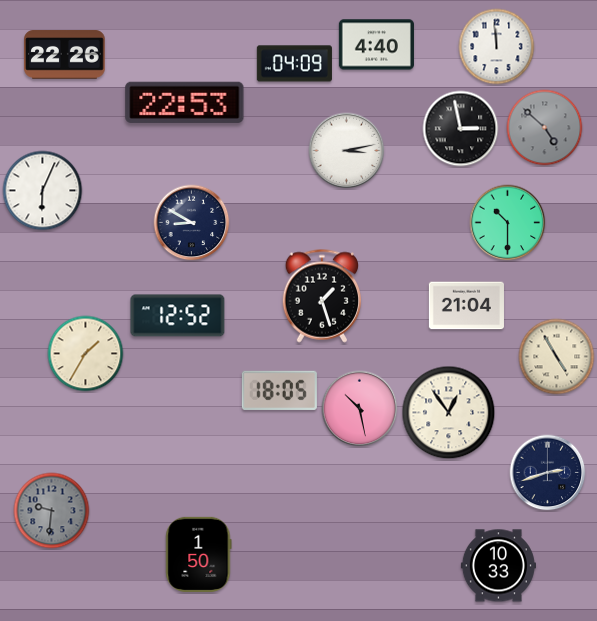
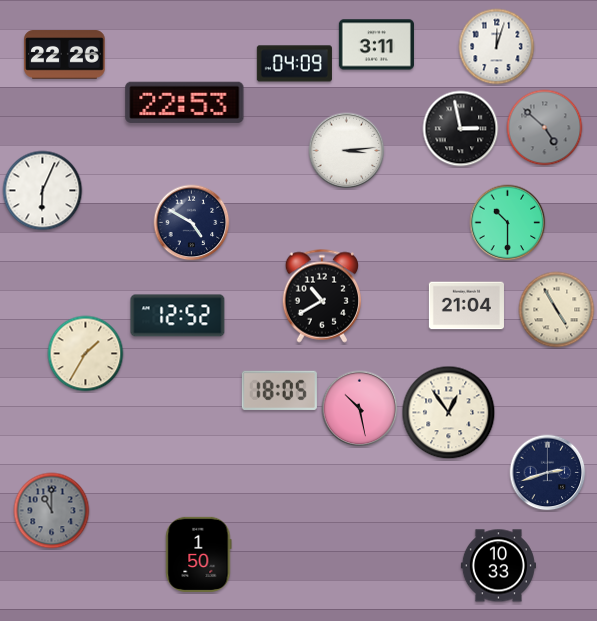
clock at (376, 45): 4:40 -> 3:11
clock at (497, 47): 11:59 -> 12:03
clock at (347, 151): 3:13 -> 3:14
clock at (192, 223): 8:50 -> 4:50
clock at (321, 296): 1:27 -> 10:40
clock at (557, 357) position: (557, 357) -> (557, 310)
clock at (52, 511): 9:31 -> 11:00
